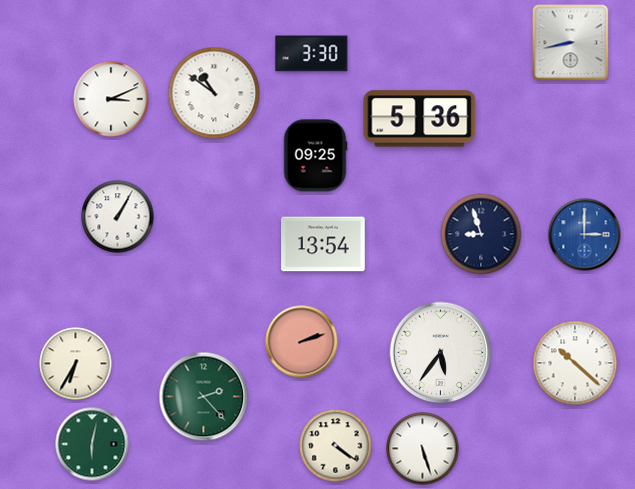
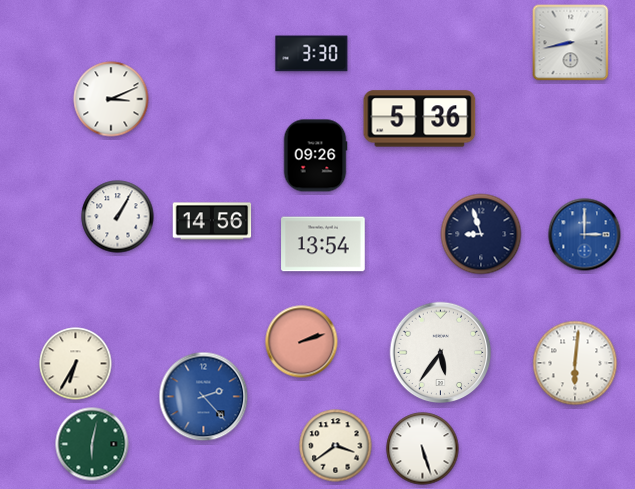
clock at (214, 93): 10:51 -> none
clock at (315, 156): 09:25 -> 09:26
clock at (212, 221): none -> 14:56
clock at (575, 363): 10:22 -> 6:01
clock at (204, 397) dial: green -> blue
clock at (336, 446): 4:21 -> 3:39
